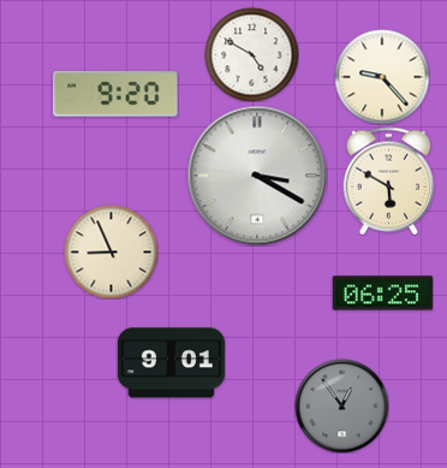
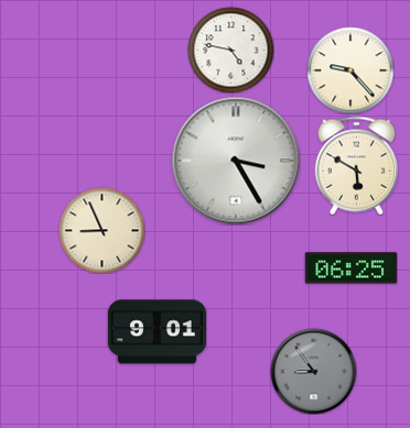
clock at (251, 54): 4:50 -> 4:47
clock at (115, 94): 9:20 -> none
clock at (257, 176): 3:20 -> 3:25
clock at (341, 405): 12:54 -> 8:54
